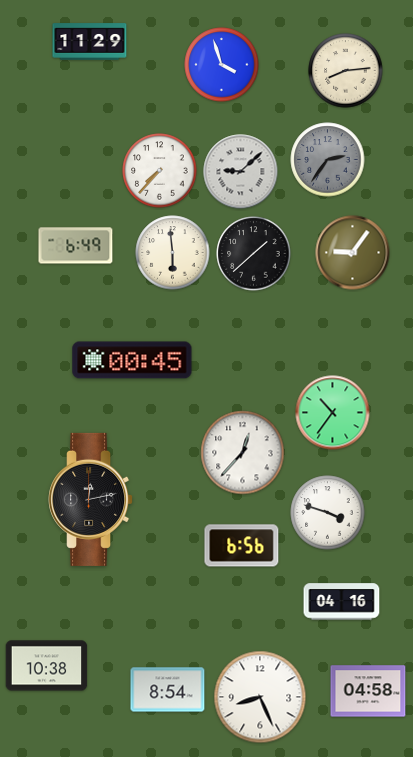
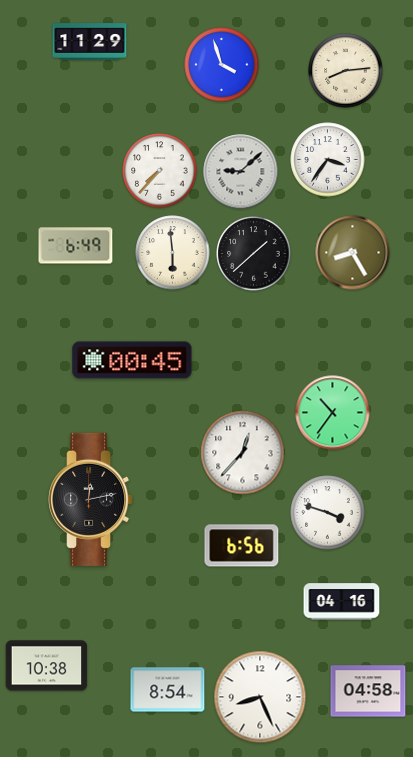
clock at (328, 160): 2:36 -> 3:36
clock at (328, 160) dial: grey -> white
clock at (353, 253): 9:06 -> 8:25
